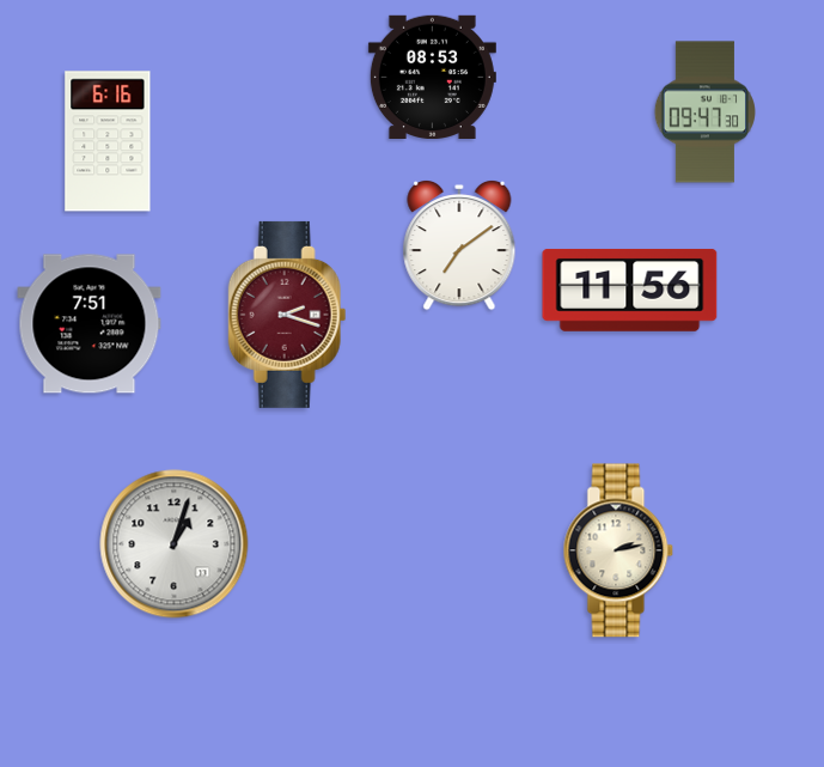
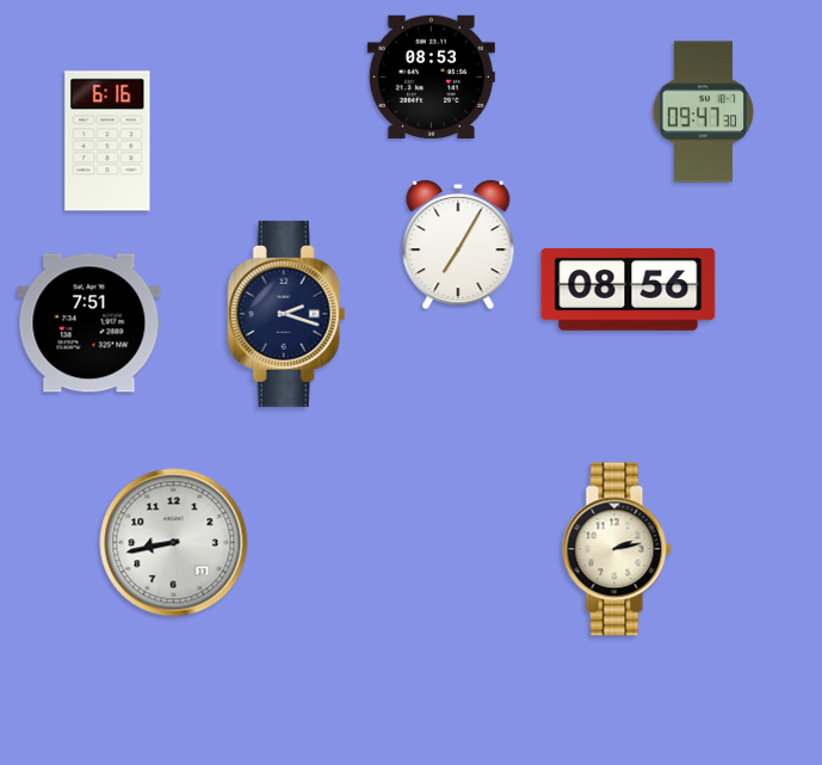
clock at (459, 245): 7:09 -> 7:05
clock at (630, 290): 11:56 -> 08:56
clock at (287, 315) dial: burgundy -> navy
clock at (175, 544): 1:03 -> 8:43
